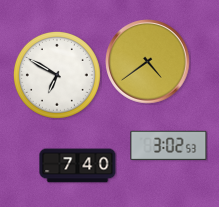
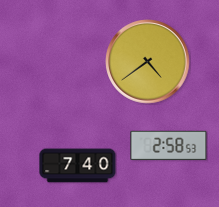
clock at (57, 75): 6:50 -> none
clock at (169, 145): 3:02 -> 2:58
